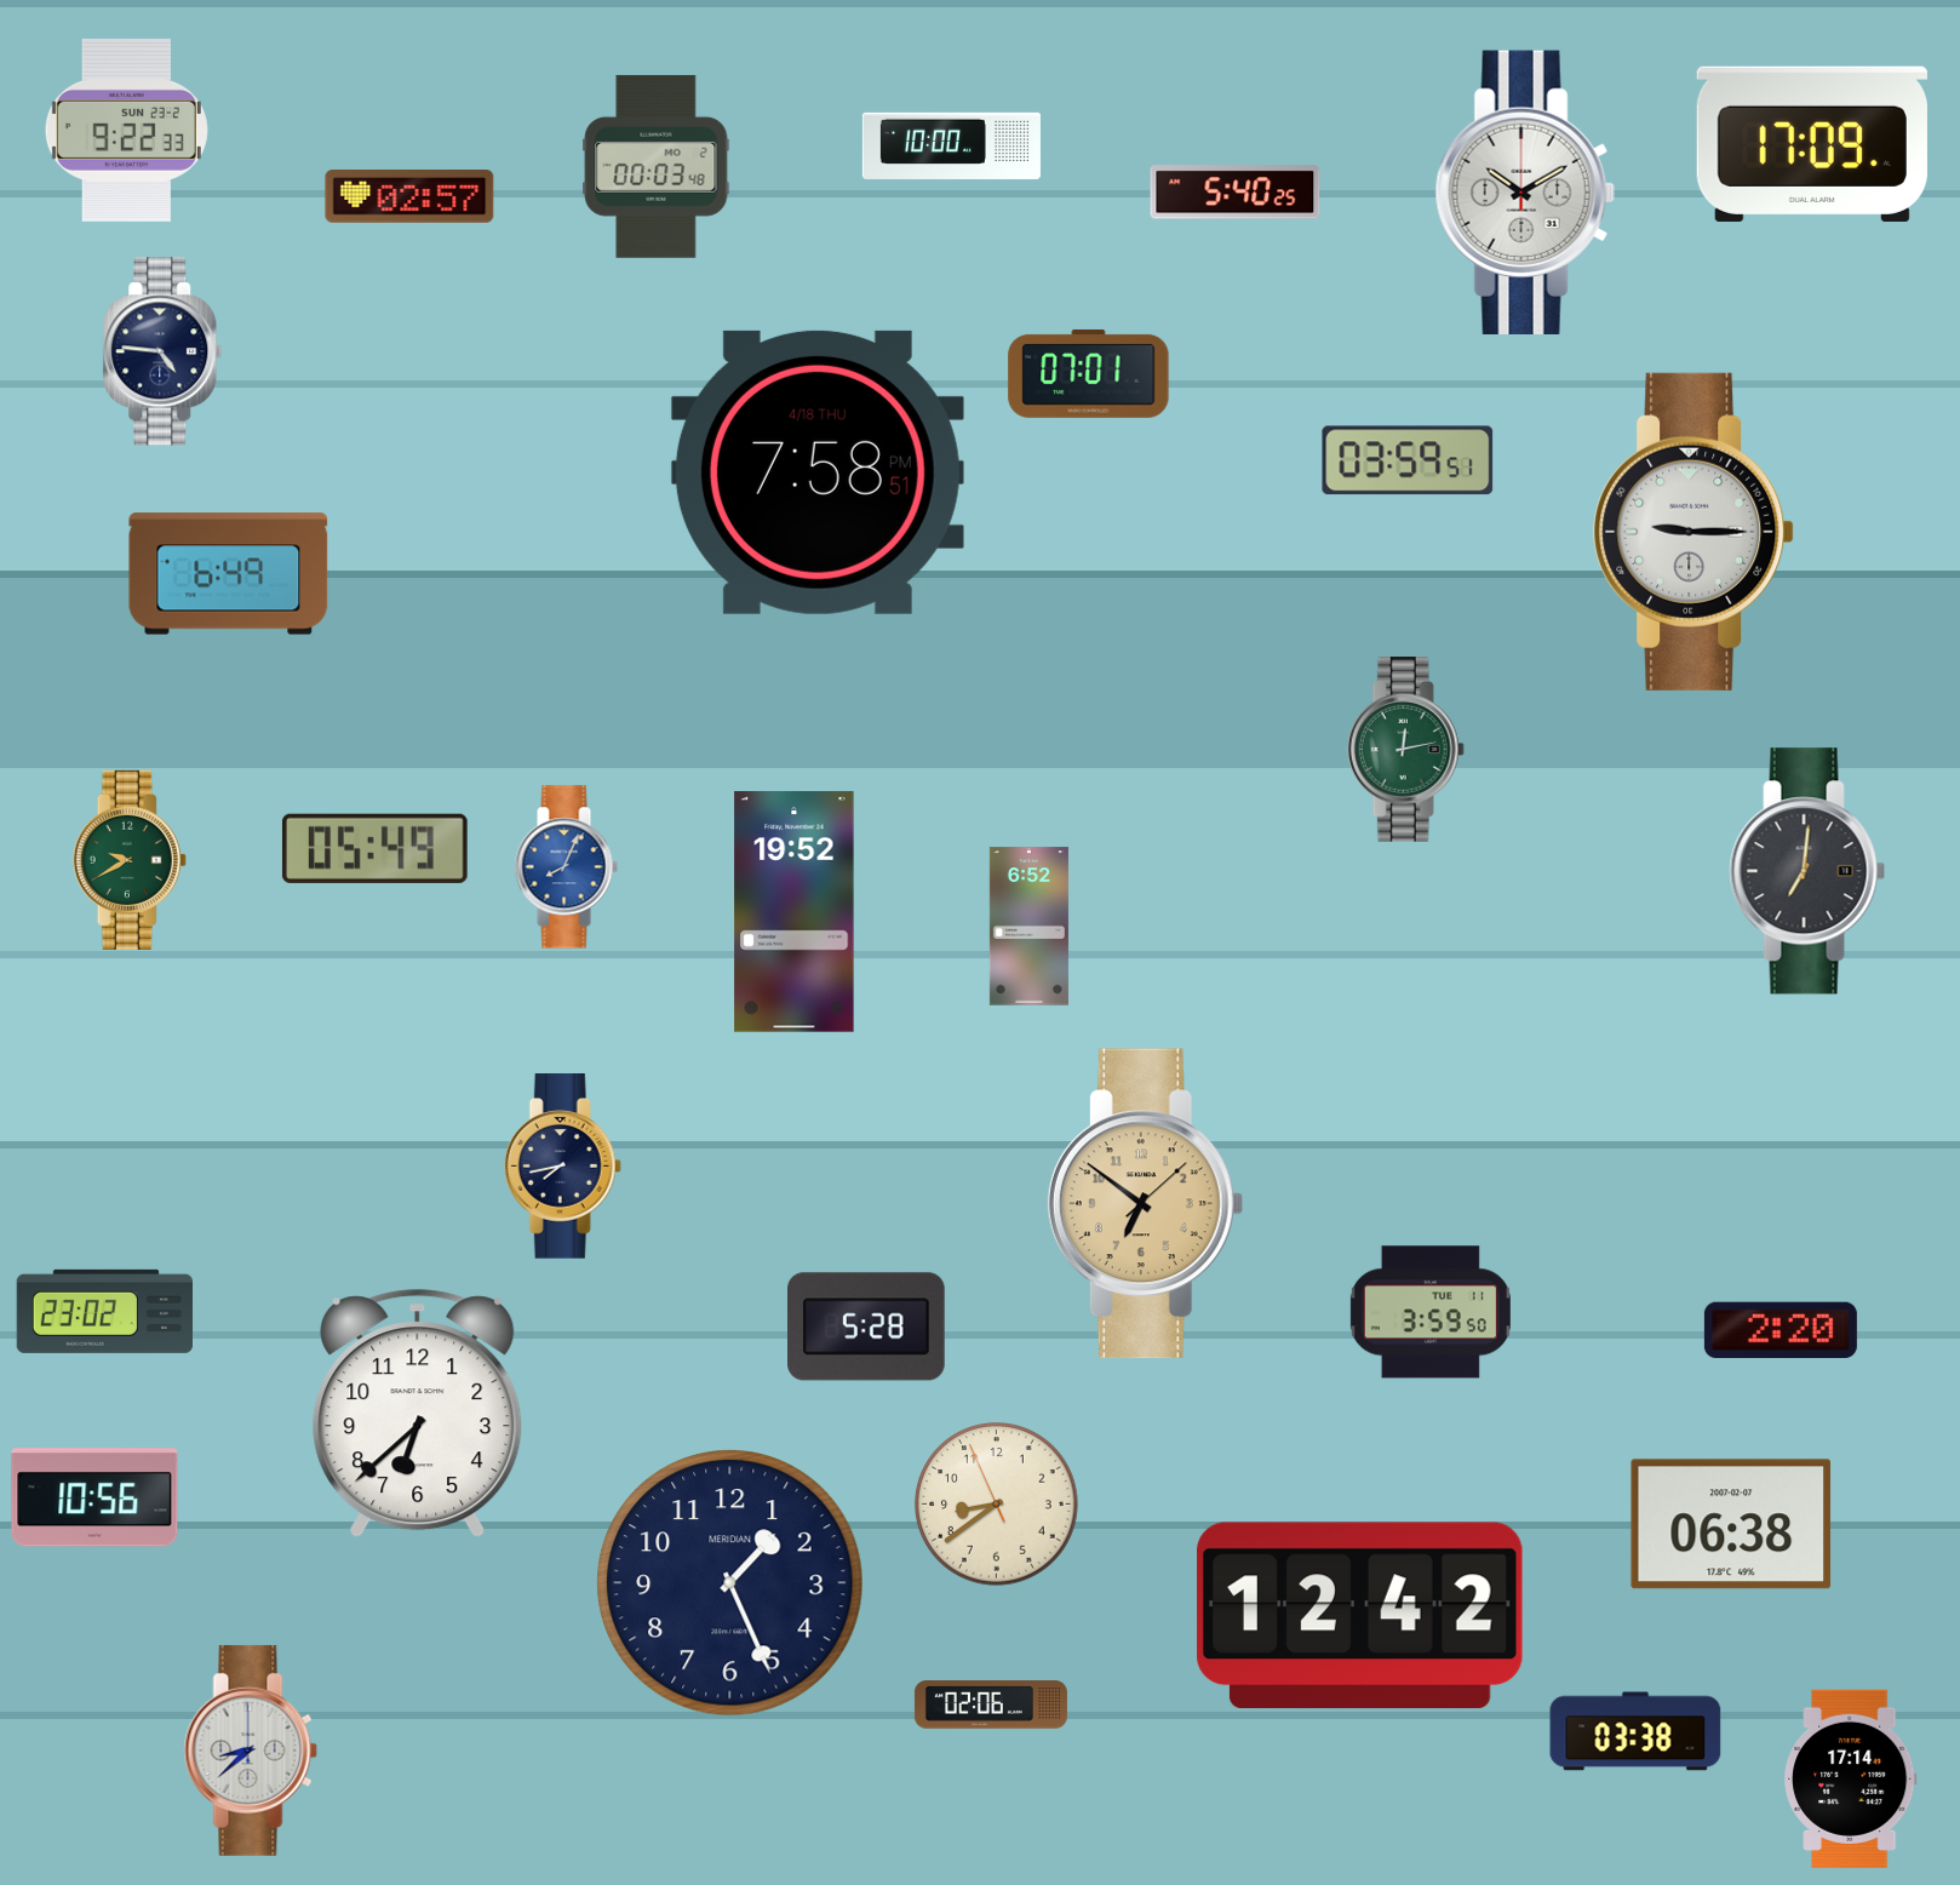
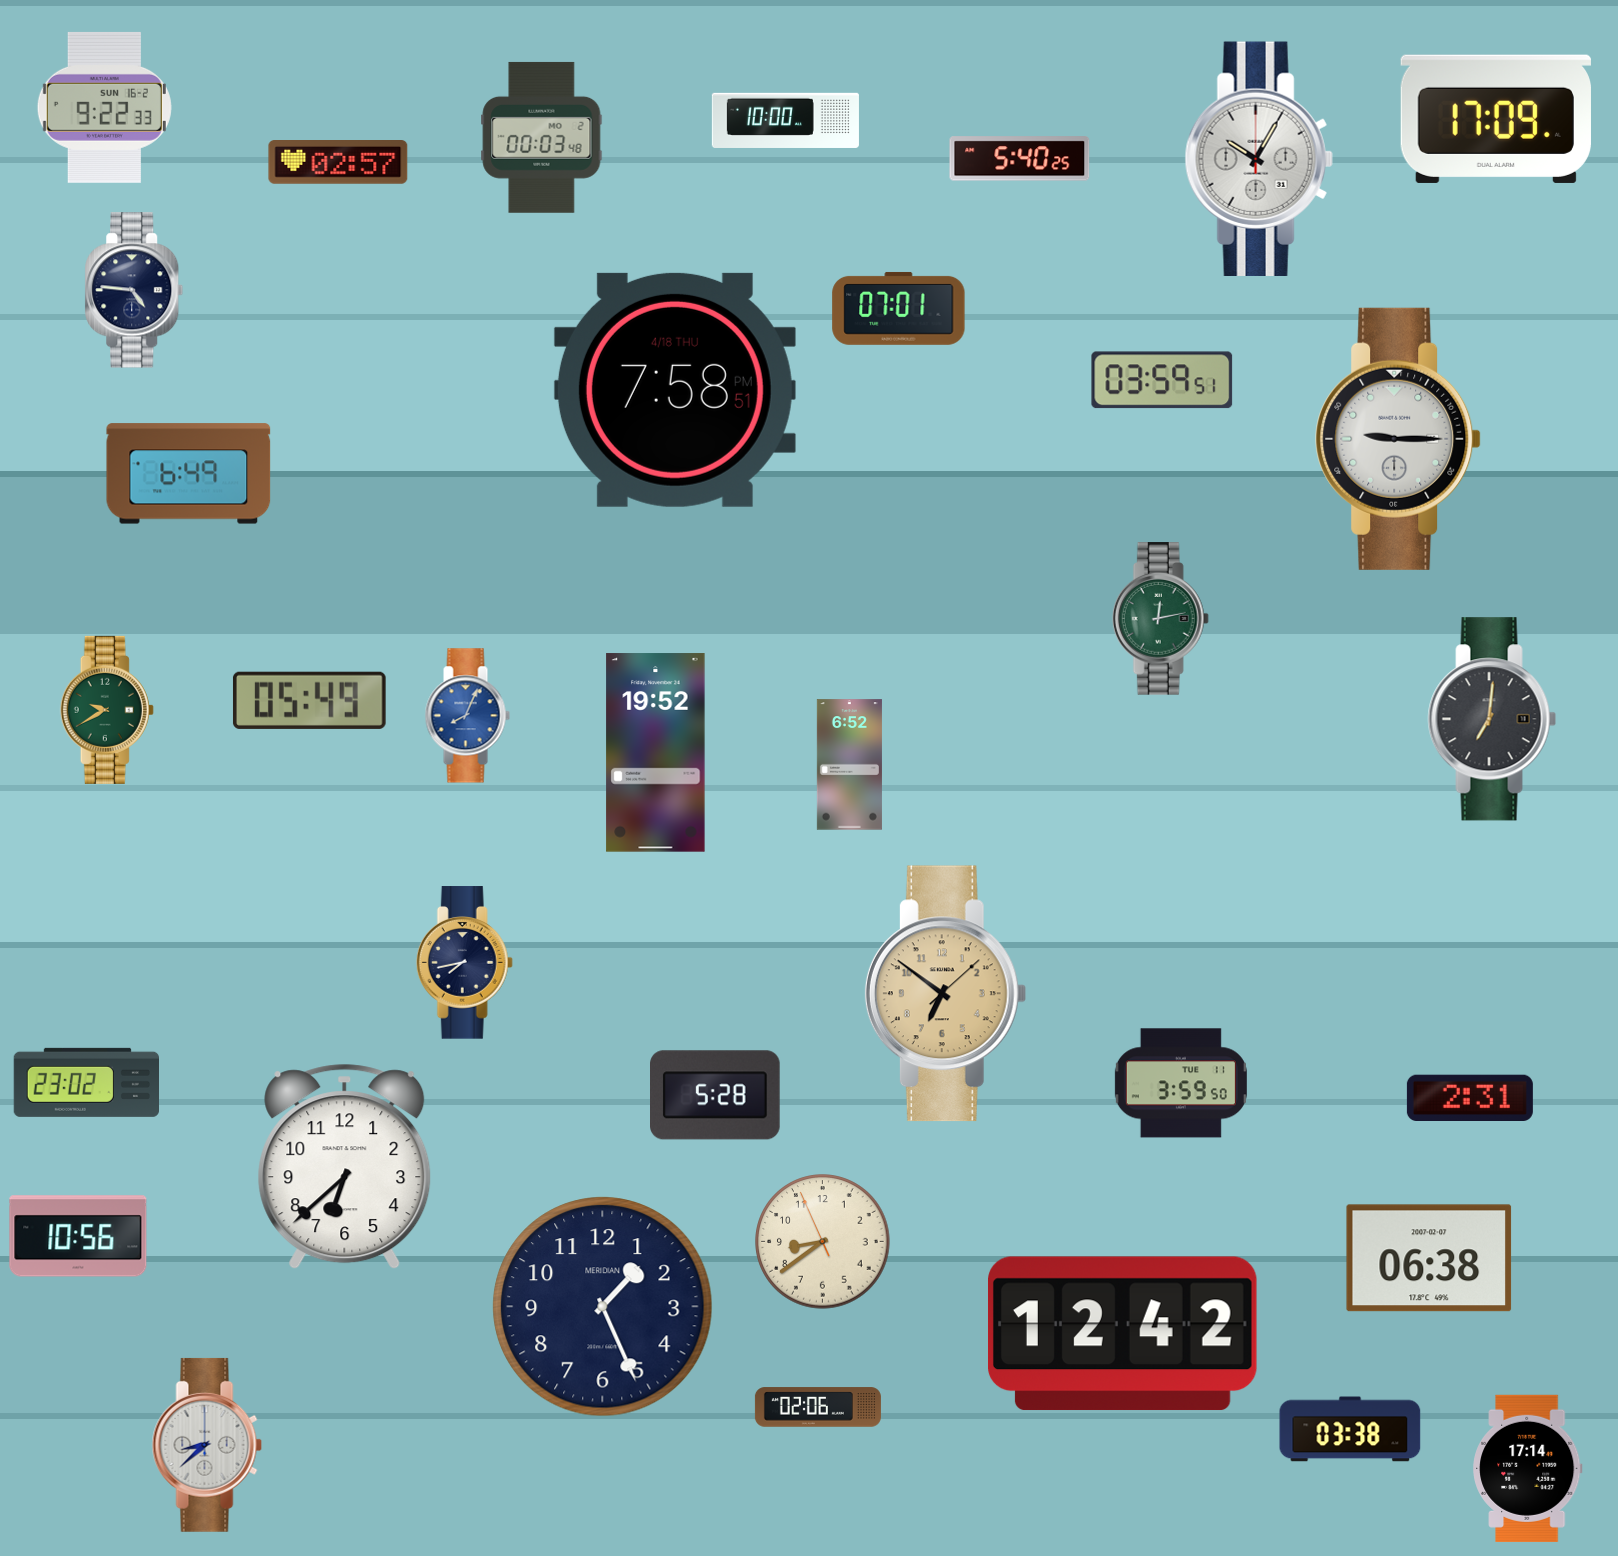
clock at (126, 130) date: SUN 23-2 -> SUN 16-2
clock at (1525, 191): 10:10 -> 10:05
clock at (1781, 1330): 2:20 -> 2:31
